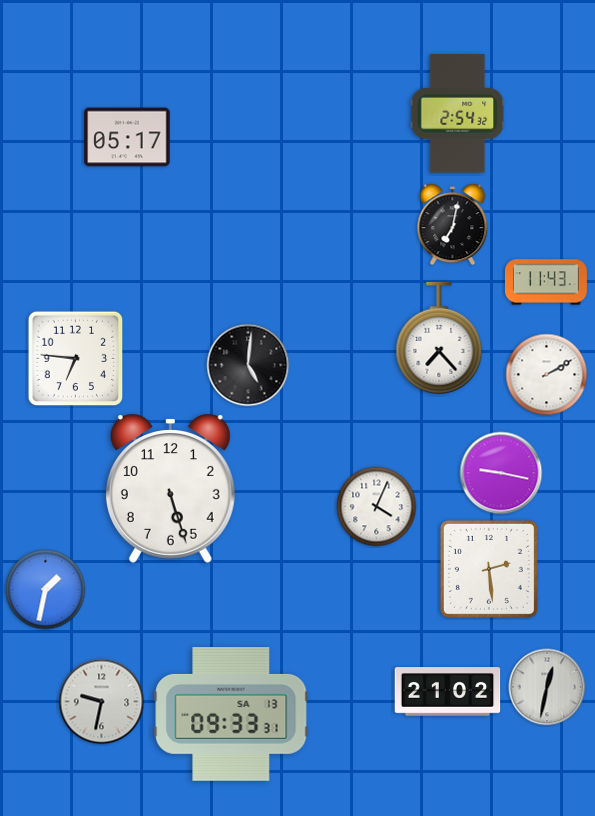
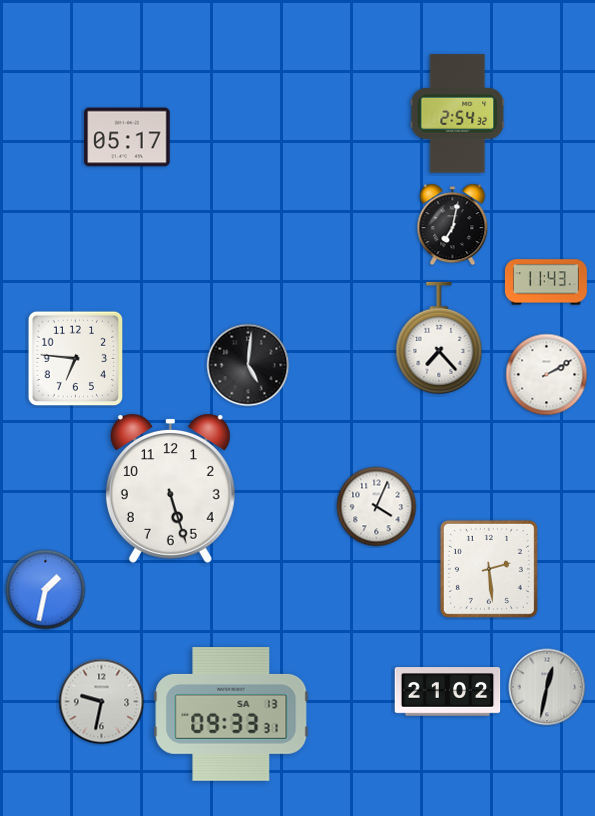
clock at (501, 473): 9:17 -> none
